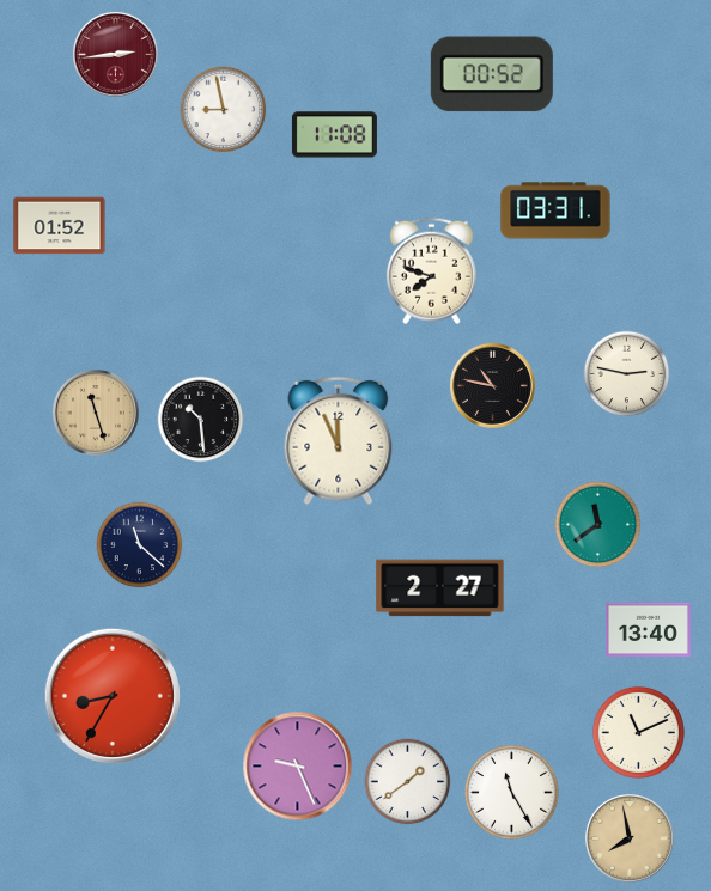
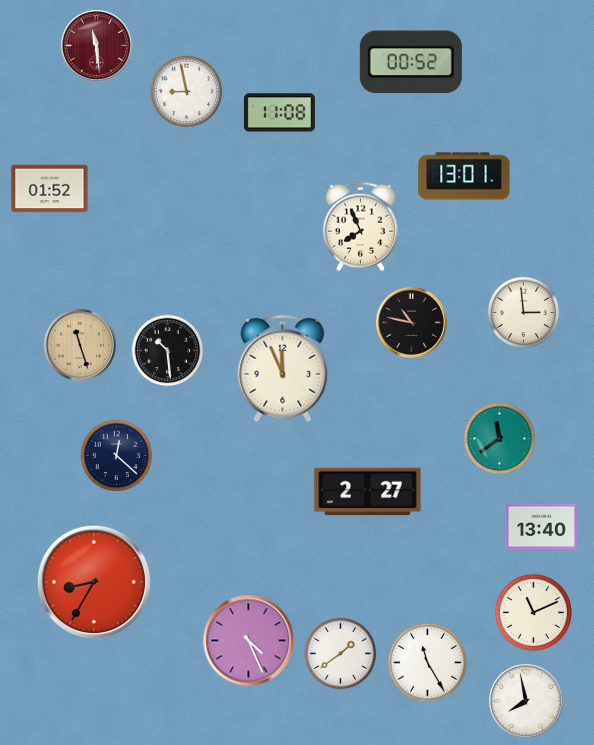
clock at (115, 54): 2:44 -> 11:29
clock at (555, 210): 03:31 -> 13:01
clock at (431, 271): 7:48 -> 7:56
clock at (627, 374): 2:47 -> 2:59
clock at (140, 545): 11:22 -> 12:22
clock at (298, 767): 9:26 -> 4:26
clock at (631, 840) dial: champagne -> white
